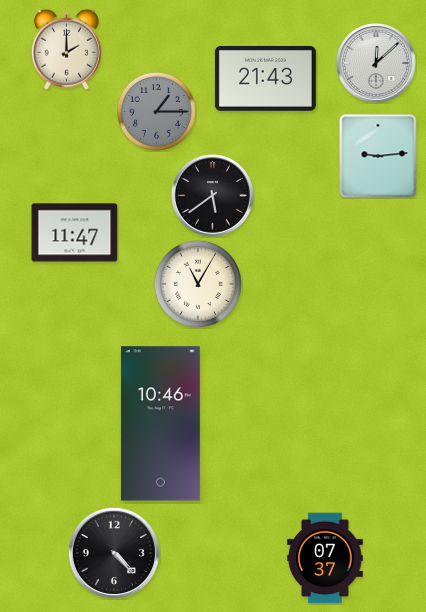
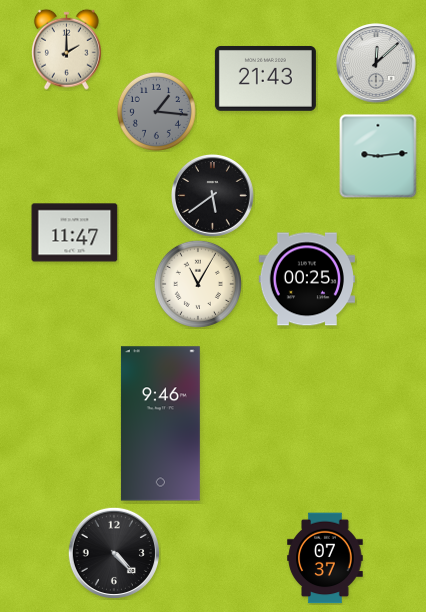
clock at (156, 111): 1:15 -> 1:16
clock at (306, 279): none -> 00:25
clock at (160, 424): 10:46 -> 9:46
